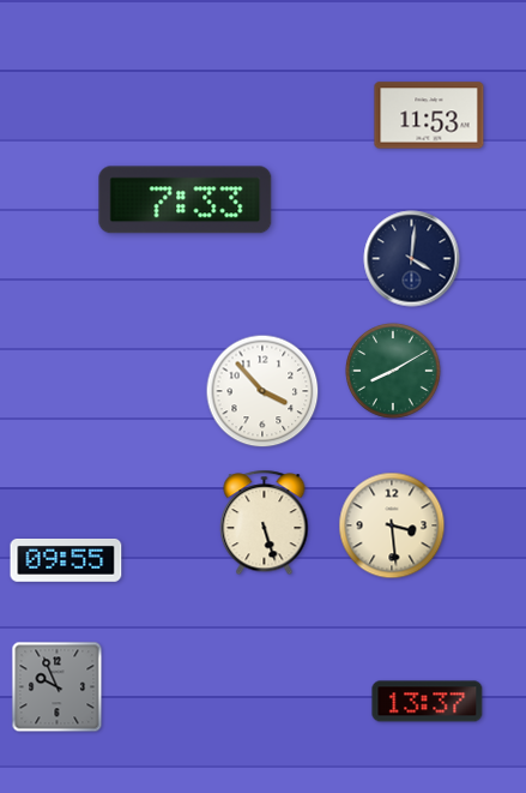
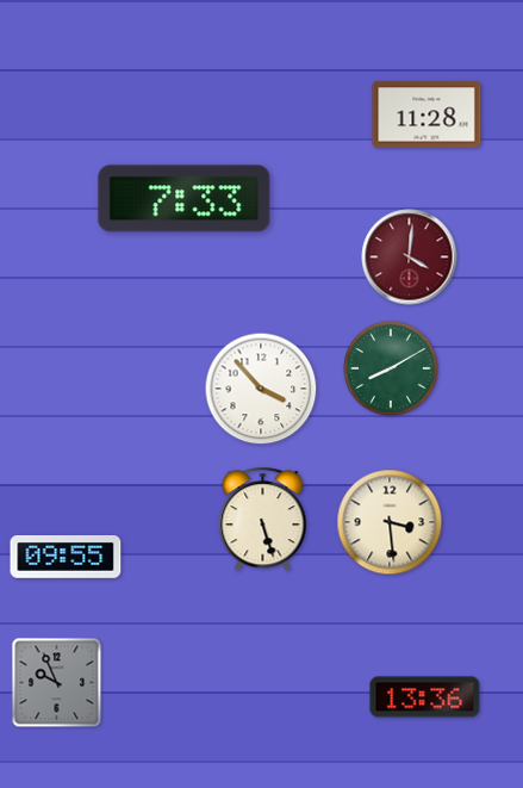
clock at (429, 115): 11:53 -> 11:28
clock at (412, 259) dial: navy -> burgundy
clock at (428, 702): 13:37 -> 13:36
